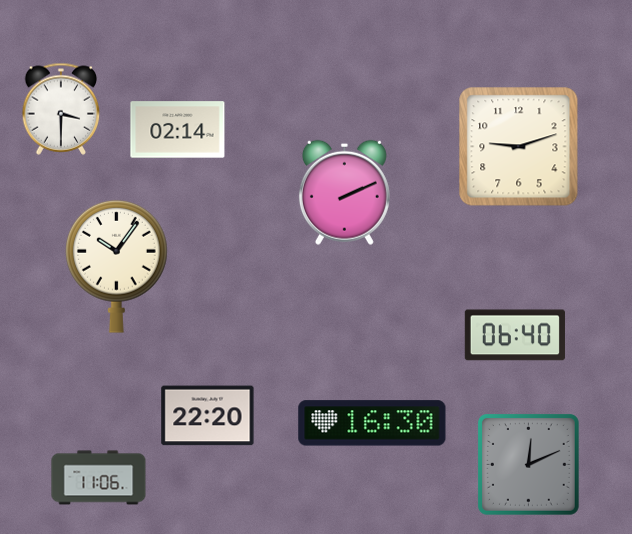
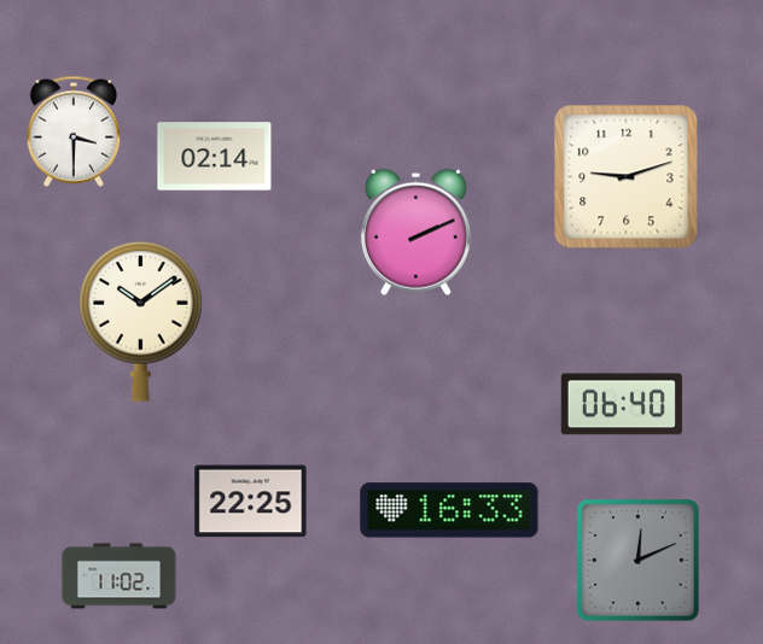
clock at (117, 266): 10:06 -> 10:09
clock at (208, 416): 22:20 -> 22:25
clock at (372, 423): 16:30 -> 16:33
clock at (99, 478): 11:06 -> 11:02
